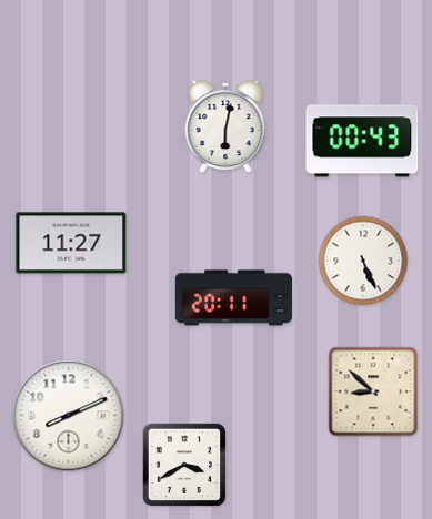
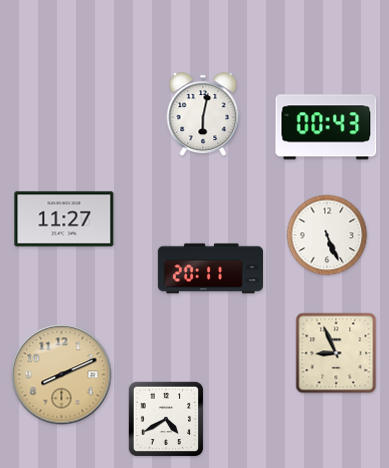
clock at (373, 391): 8:52 -> 8:56
clock at (69, 416) dial: white -> champagne
clock at (183, 464): 3:40 -> 4:40
